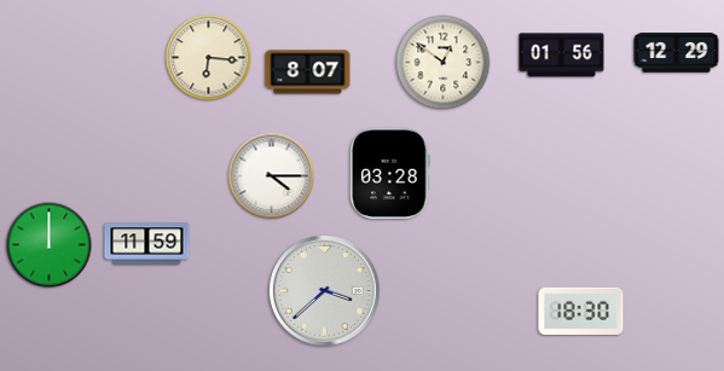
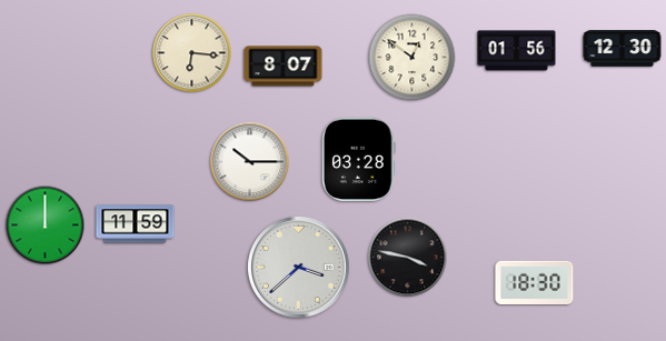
clock at (677, 53): 12:29 -> 12:30
clock at (444, 63) position: (444, 63) -> (412, 58)
clock at (272, 176): 4:15 -> 10:15
clock at (408, 258): none -> 3:47
clock at (581, 311) position: (581, 311) -> (535, 282)
